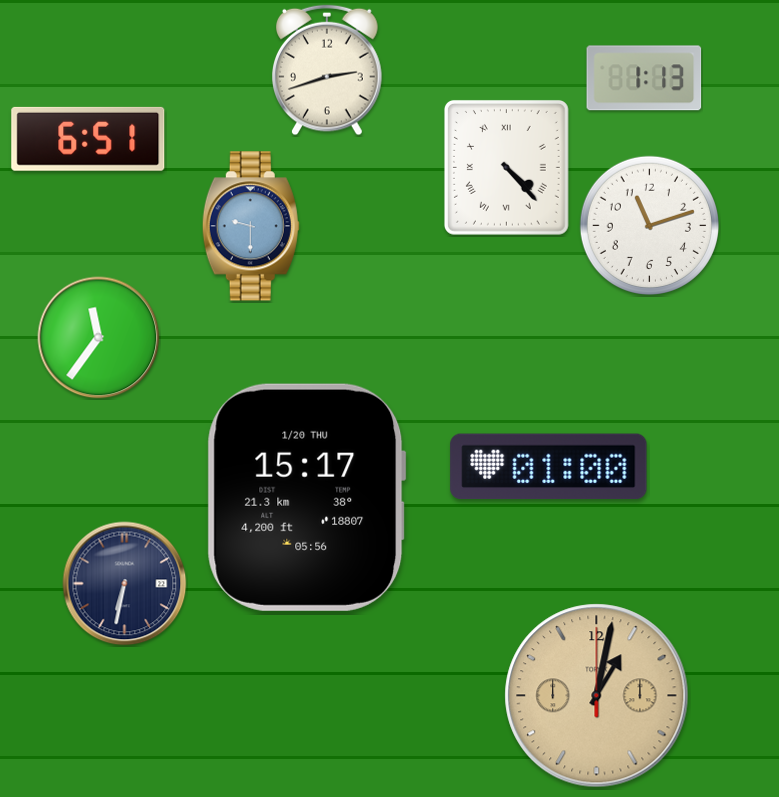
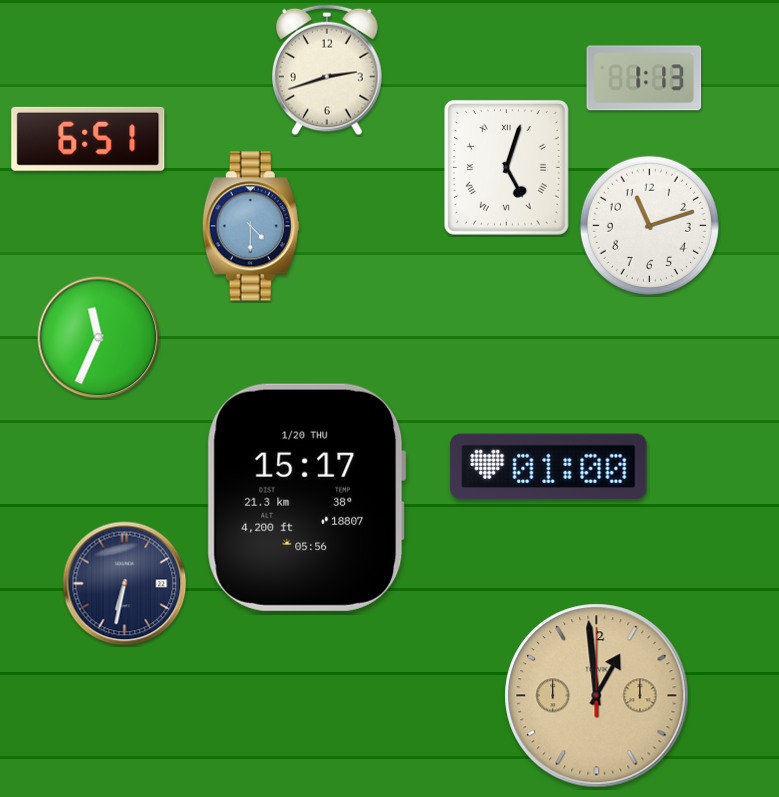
clock at (506, 167): 4:23 -> 5:03
clock at (251, 226): 9:30 -> 4:30
clock at (99, 338): 11:36 -> 11:34
clock at (597, 696): 1:02 -> 12:59
